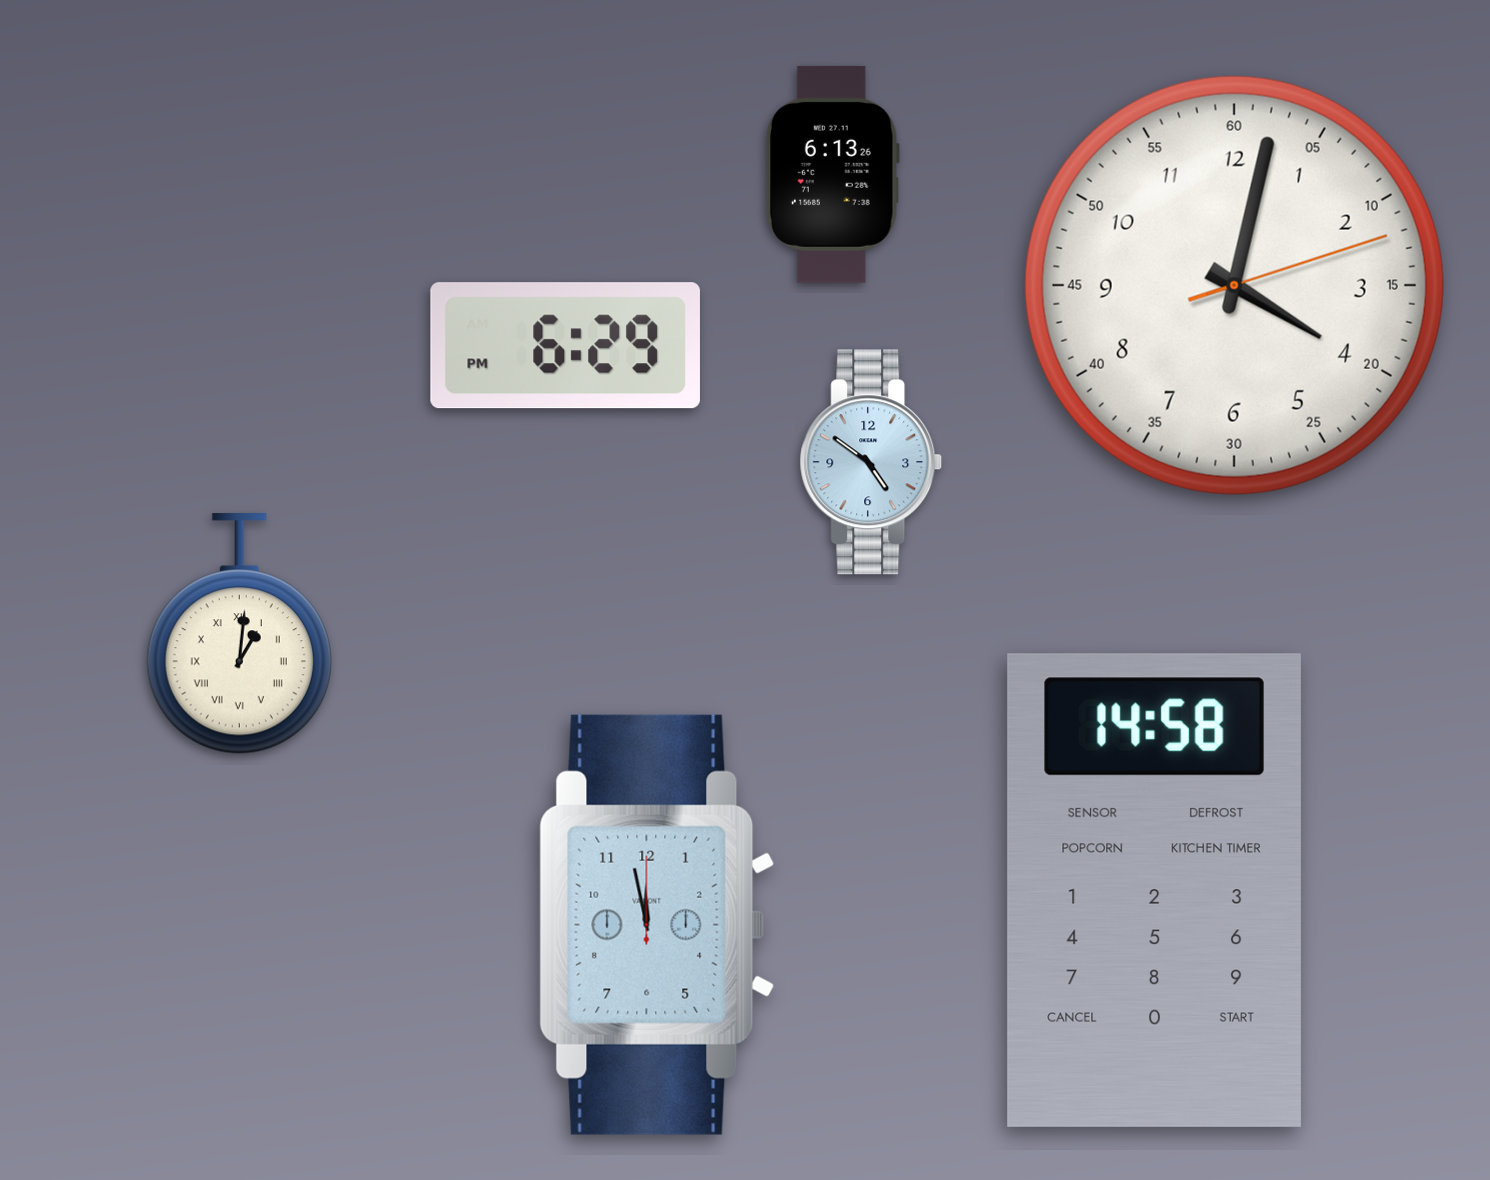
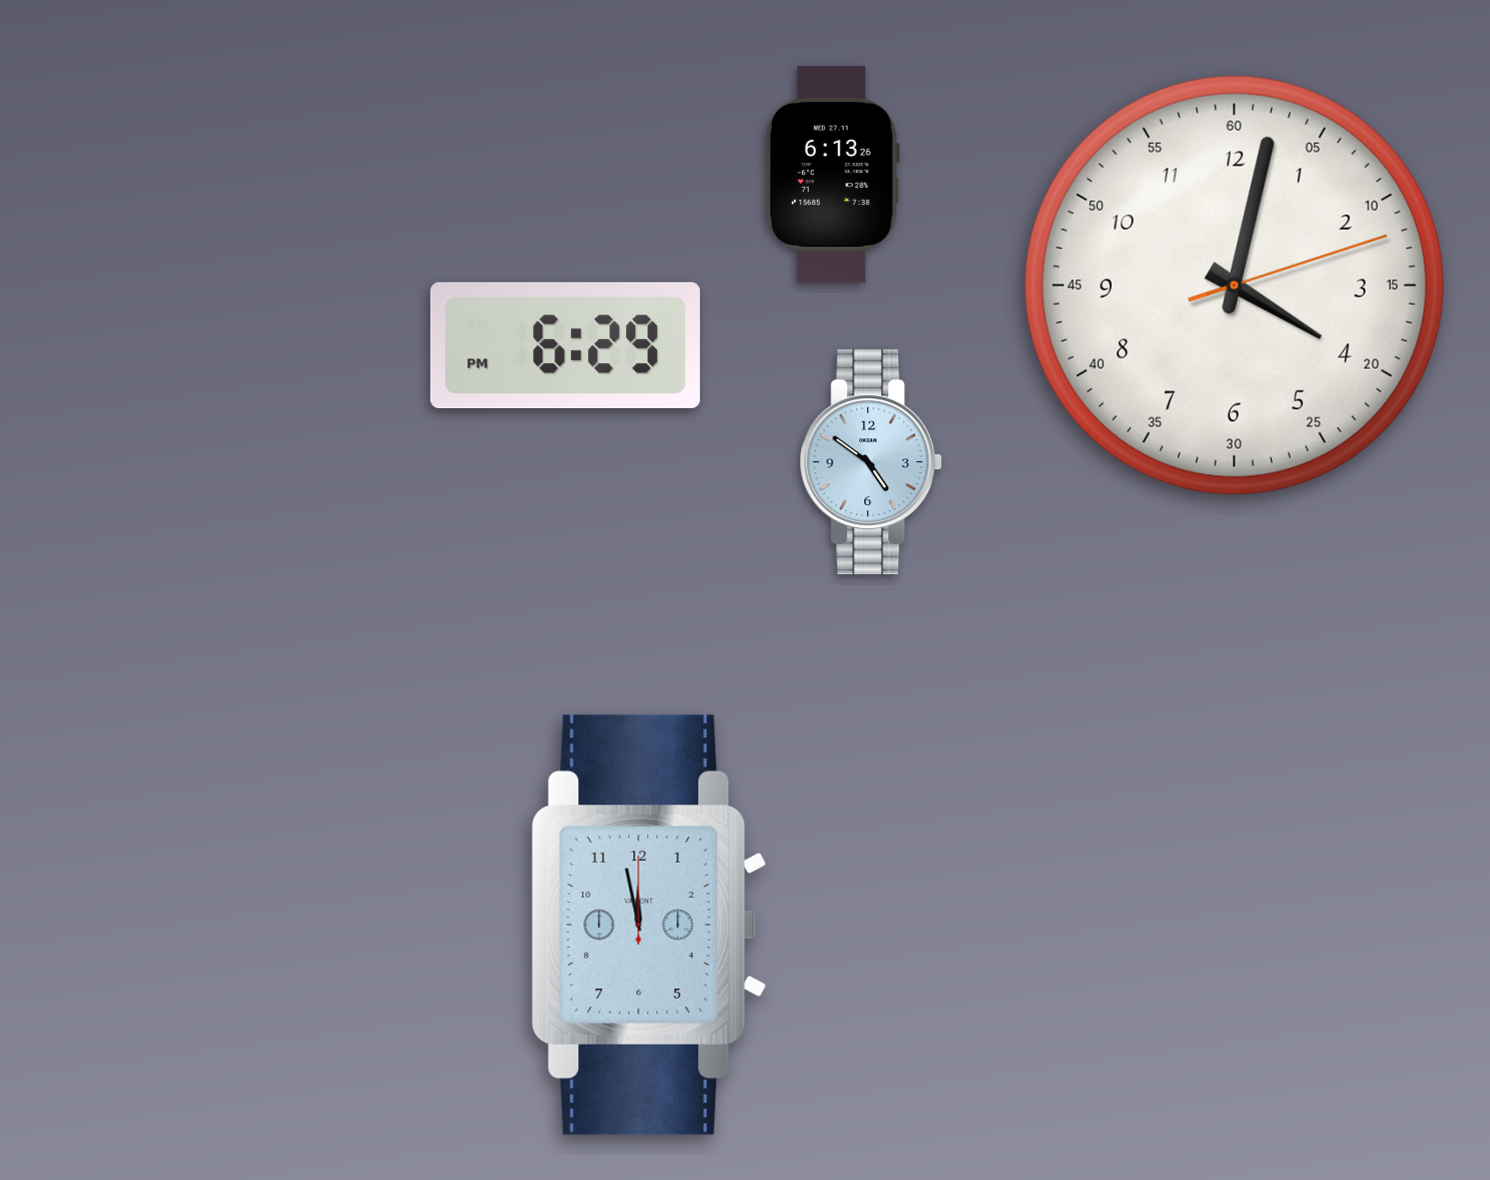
clock at (239, 634): 1:01 -> none
clock at (1154, 890): 14:58 -> none
clock at (657, 925) position: (657, 925) -> (649, 925)
